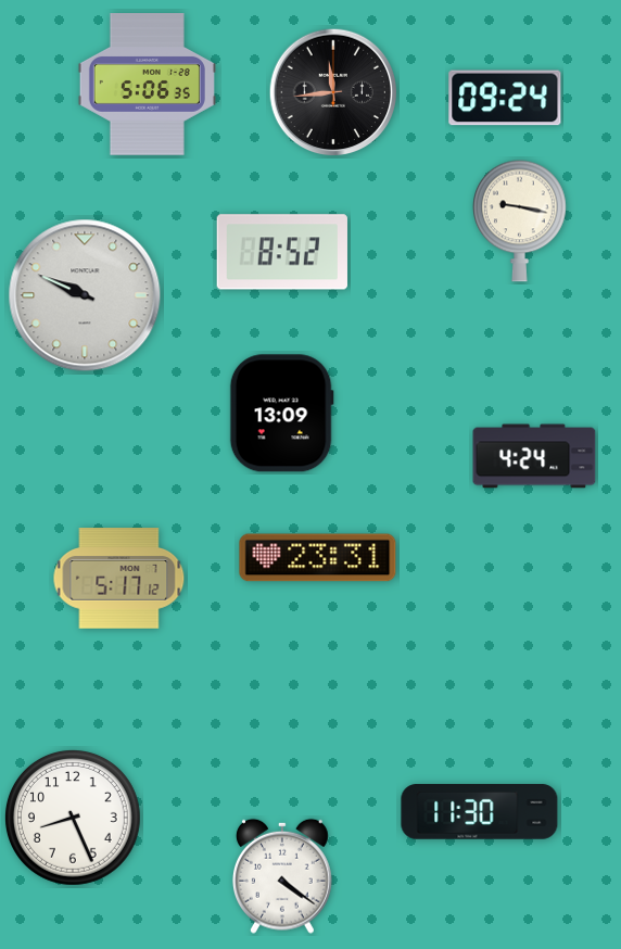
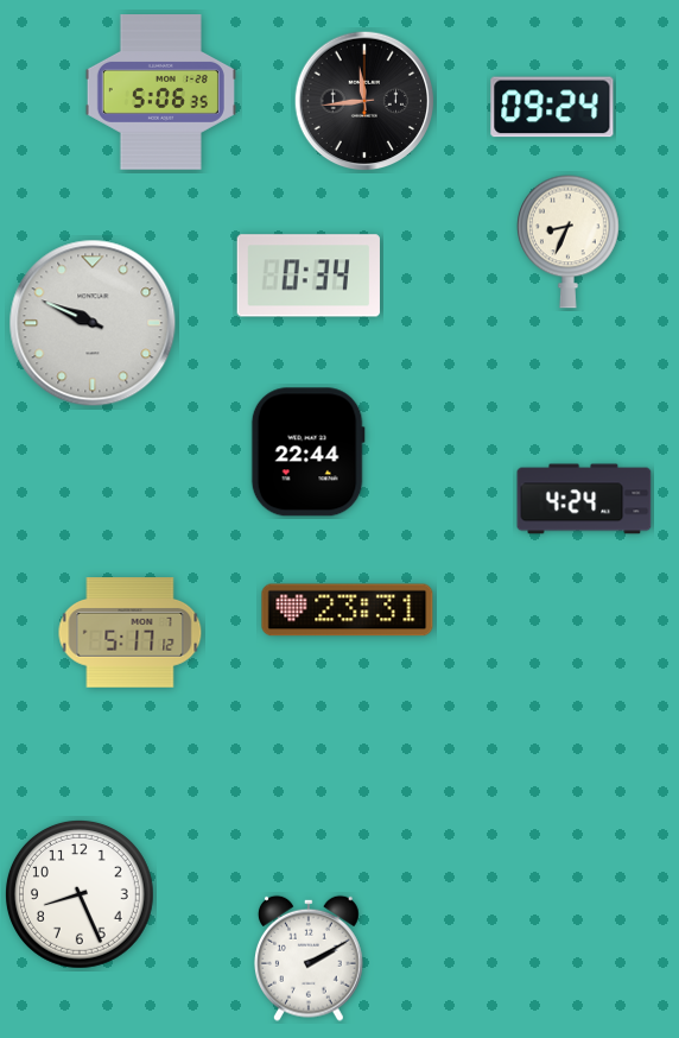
clock at (520, 220): 9:17 -> 8:34
clock at (282, 252): 8:52 -> 0:34
clock at (281, 414): 13:09 -> 22:44
clock at (480, 812): 11:30 -> none
clock at (282, 876): 4:21 -> 2:10
